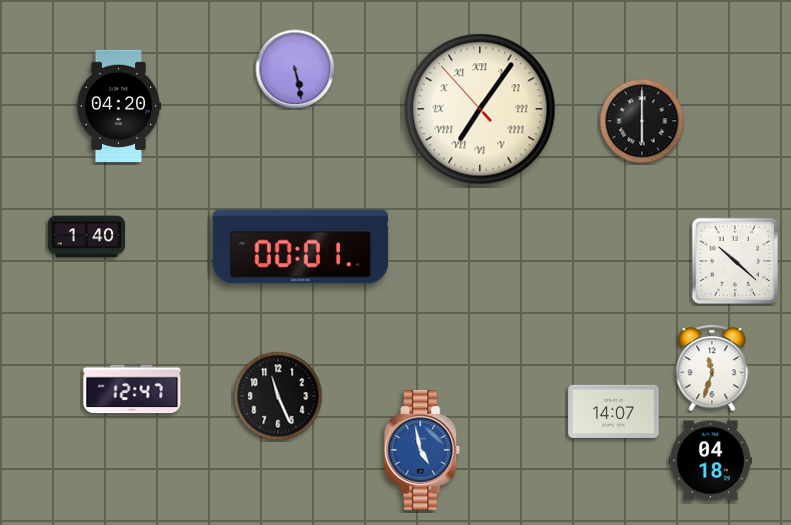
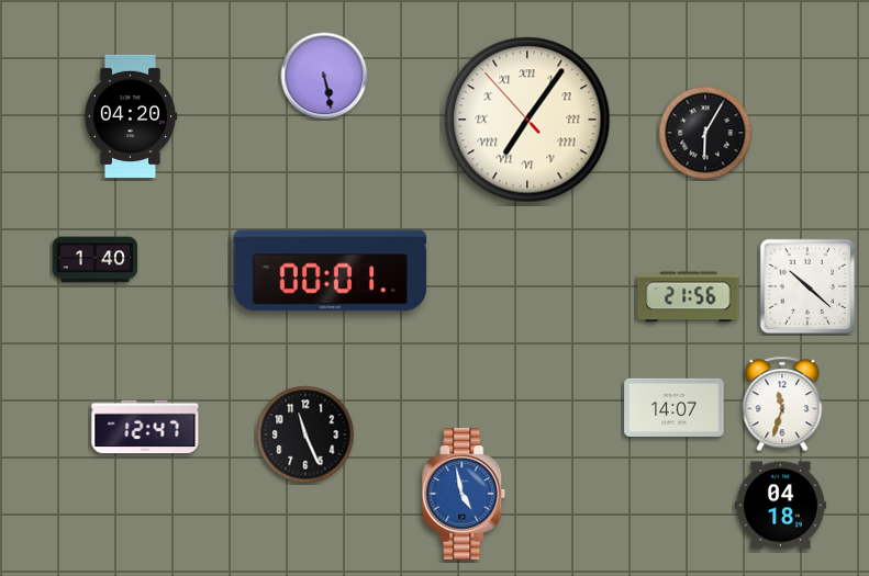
clock at (642, 121): 6:00 -> 6:05
clock at (689, 297): none -> 21:56
clock at (614, 411) position: (614, 411) -> (675, 407)
